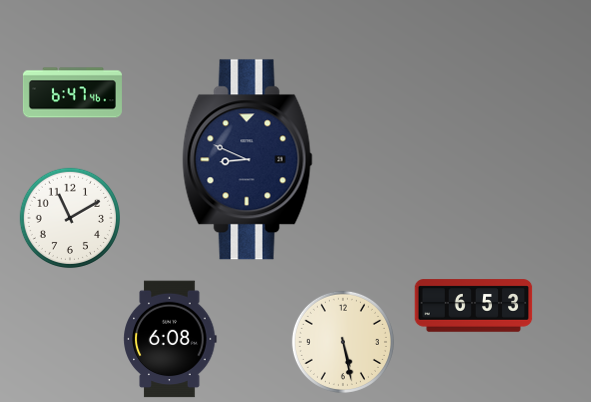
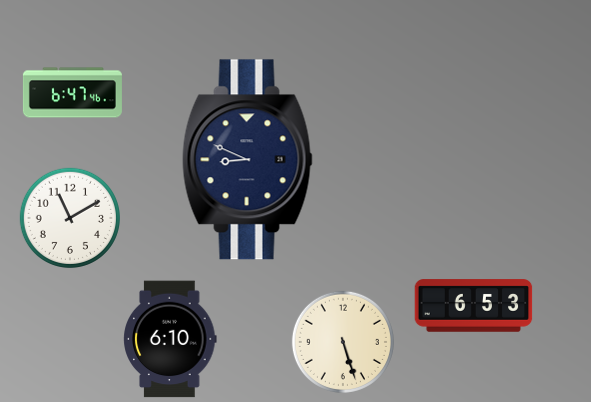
clock at (170, 339): 6:08 -> 6:10
clock at (343, 342): 5:28 -> 5:27
